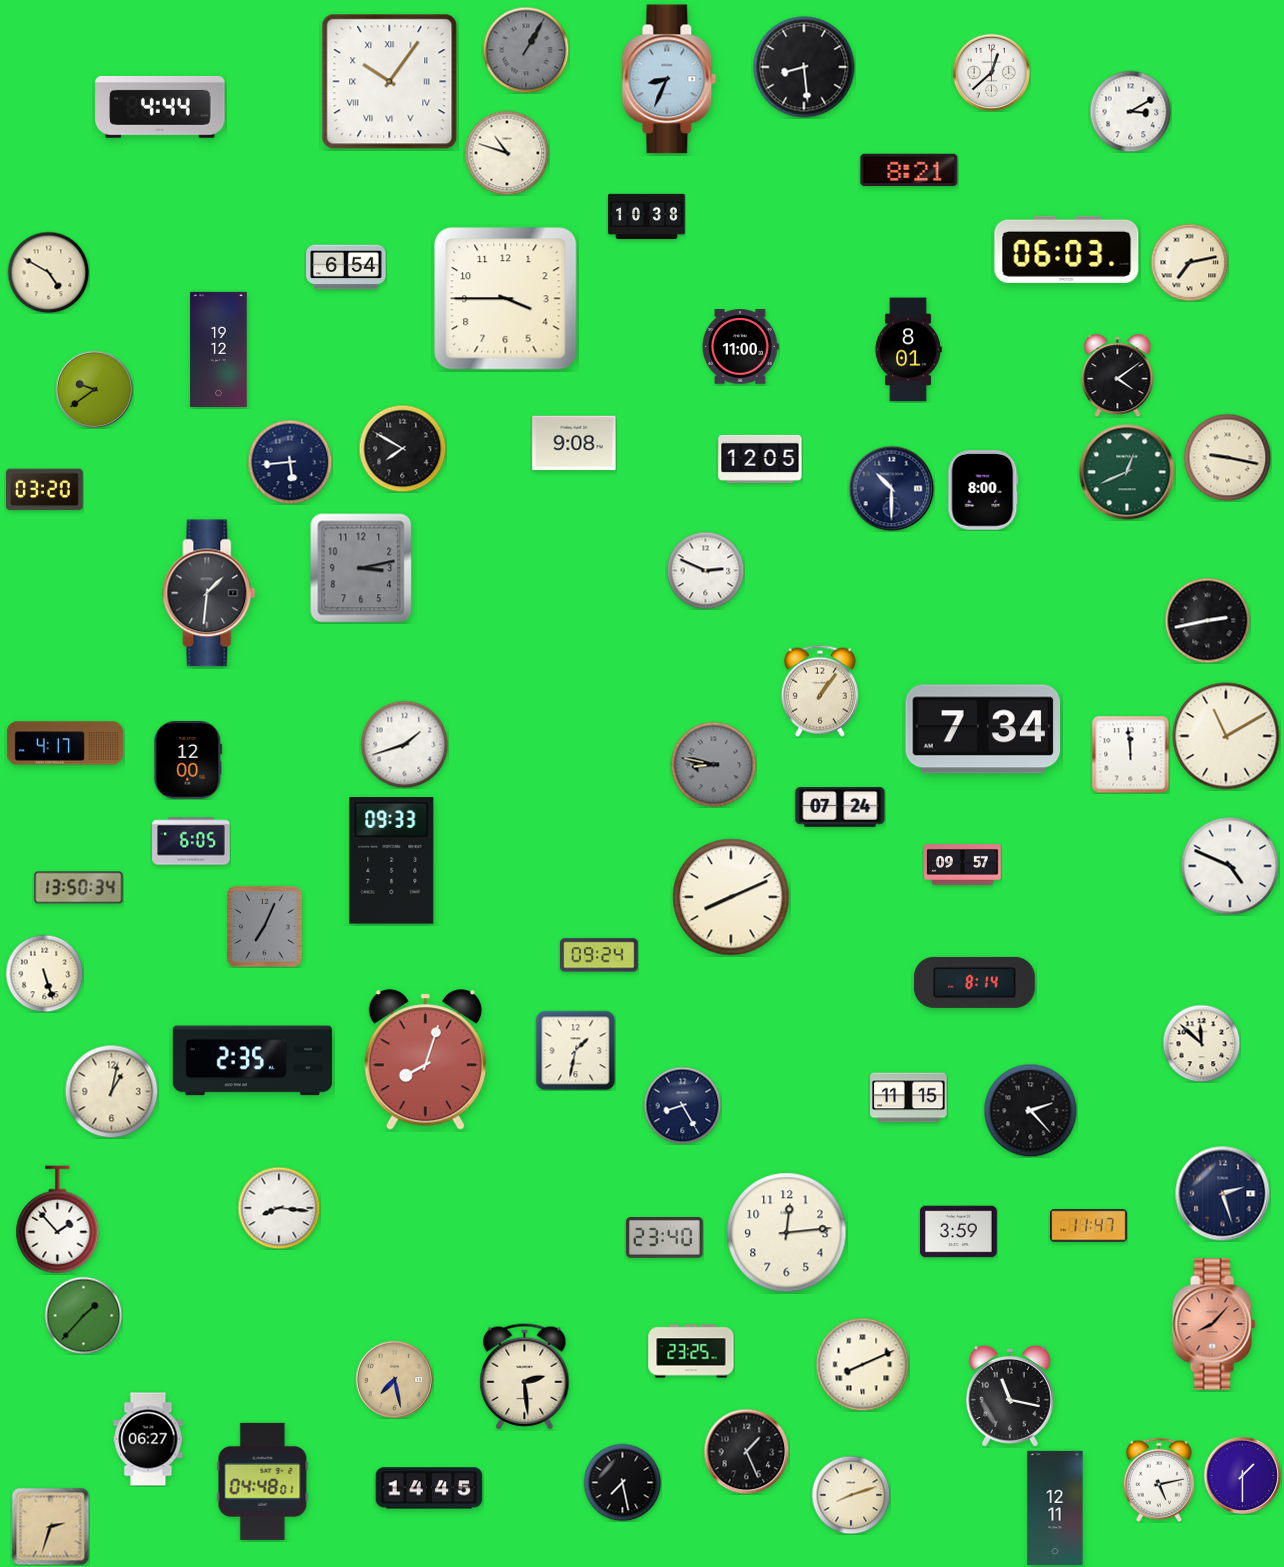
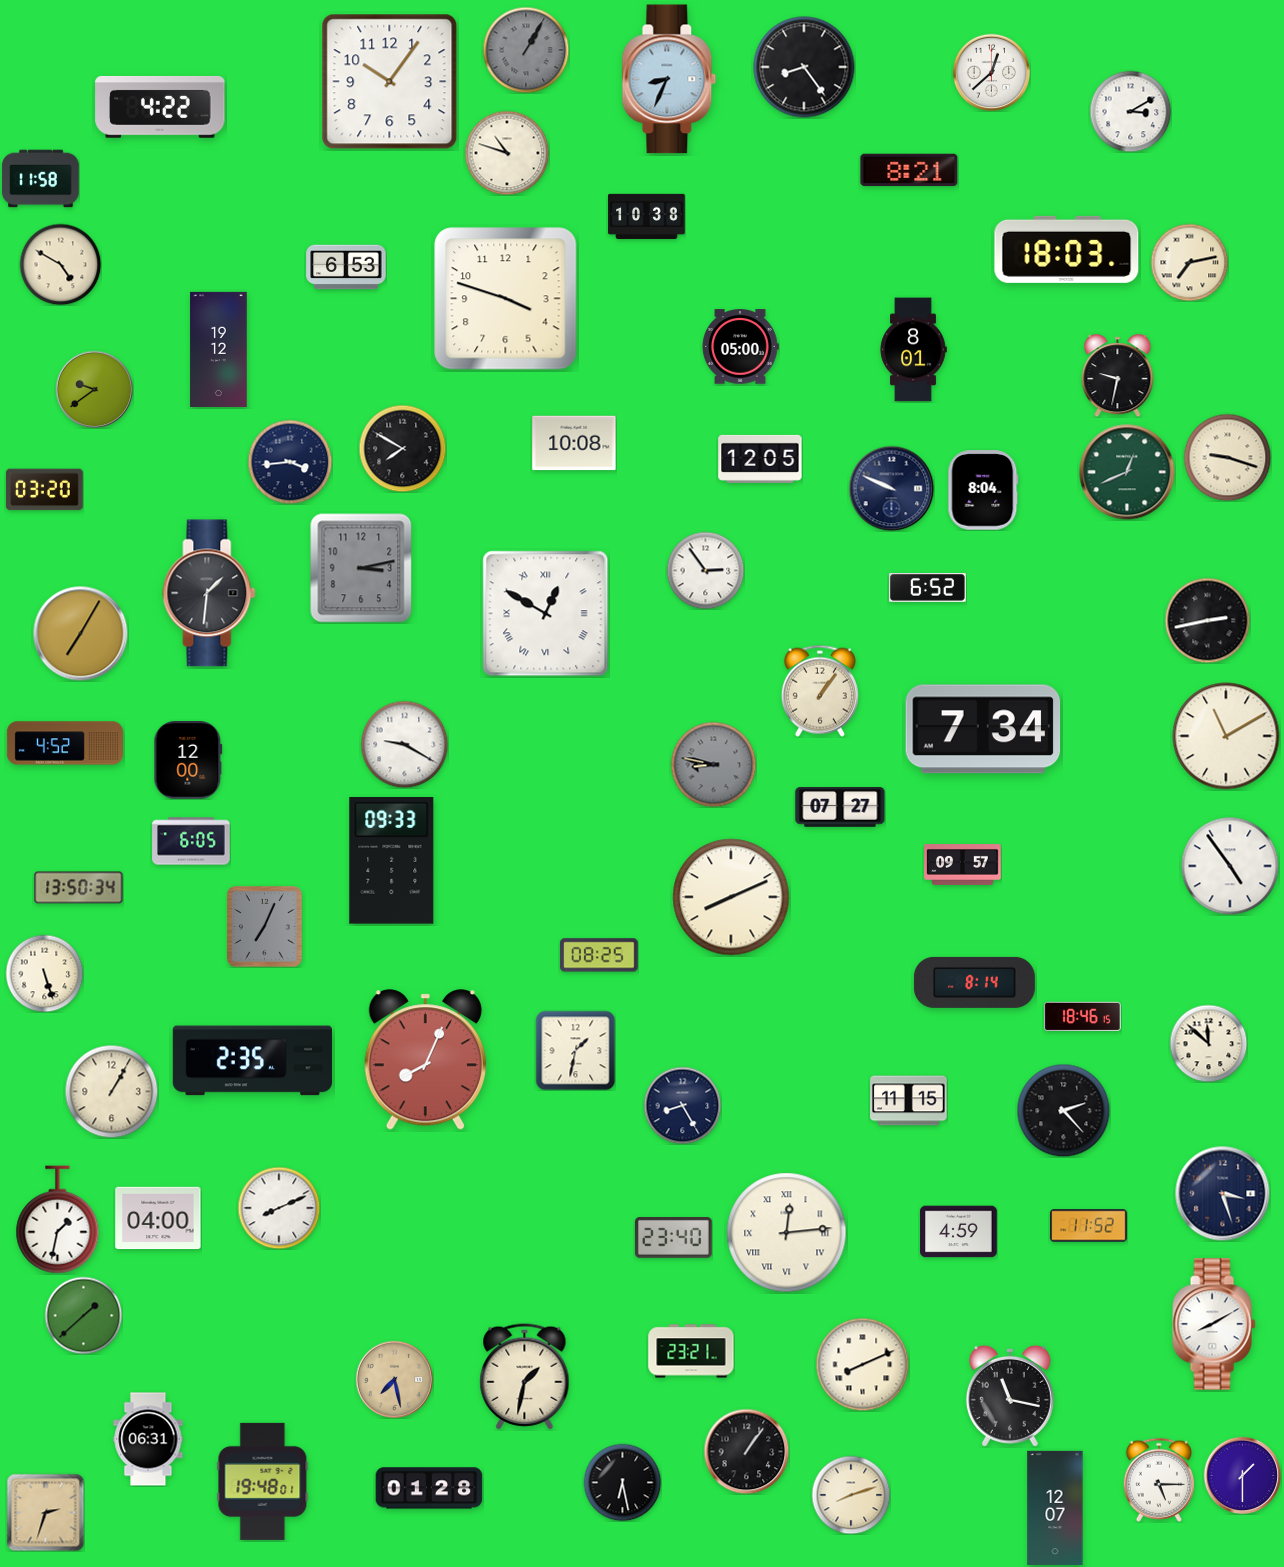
clock at (804, 67): 8:29 -> 8:24
clock at (390, 82) numerals: Roman -> Arabic
clock at (160, 107): 4:44 -> 4:22
clock at (41, 179): none -> 11:58
clock at (1067, 249): 06:03 -> 18:03
clock at (346, 267): 6:54 -> 6:53
clock at (48, 272) position: (48, 272) -> (60, 264)
clock at (506, 299): 3:45 -> 3:48
clock at (740, 347): 11:00 -> 05:00
clock at (908, 350) position: (908, 350) -> (913, 350)
clock at (1118, 376): 4:09 -> 9:32
clock at (574, 443): 9:08 -> 10:08
clock at (1227, 457): 9:17 -> 9:18
clock at (290, 462): 5:44 -> 3:44
clock at (891, 488): 10:30 -> 9:49
clock at (983, 490): 8:00 -> 8:04
clock at (705, 570): 2:49 -> 2:54
clock at (928, 588): none -> 6:52
clock at (546, 614): none -> 12:50
clock at (80, 633): none -> 7:05
clock at (65, 743): 4:17 -> 4:52
clock at (404, 744): 1:42 -> 9:20
clock at (1130, 754): 11:59 -> none
clock at (840, 807): 07:24 -> 07:27
clock at (1230, 866): 4:49 -> 4:54
clock at (599, 955): 09:24 -> 08:25
clock at (1083, 1016): none -> 18:46
clock at (1201, 1043) position: (1201, 1043) -> (1208, 1043)
clock at (425, 1060): 8:03 -> 8:04
clock at (111, 1091): 1:02 -> 1:05
clock at (909, 1098) position: (909, 1098) -> (909, 1101)
clock at (1030, 1110) position: (1030, 1110) -> (1063, 1110)
clock at (1222, 1193): 2:27 -> 3:27
clock at (279, 1208): 8:16 -> 8:11
clock at (158, 1218): none -> 04:00
clock at (58, 1220): 1:53 -> 1:32
clock at (1089, 1226): 11:47 -> 11:52
clock at (959, 1232): 3:59 -> 4:59
clock at (787, 1233) numerals: Arabic -> Roman
clock at (665, 1238) position: (665, 1238) -> (674, 1238)
clock at (83, 1315): 1:37 -> 1:38
clock at (1214, 1324): 8:07 -> 8:10
clock at (1214, 1324) dial: salmon -> white
clock at (691, 1351): 23:25 -> 23:21
clock at (525, 1377): 2:29 -> 1:32
clock at (148, 1439): 06:27 -> 06:31
clock at (746, 1451): 1:26 -> 1:06
clock at (1158, 1480): 5:13 -> 5:15
clock at (263, 1481): 04:48 -> 19:48
clock at (622, 1482): 7:28 -> 6:28
clock at (429, 1488): 14:45 -> 01:28
clock at (1055, 1507): 12:11 -> 12:07
clock at (50, 1526) position: (50, 1526) -> (45, 1512)
